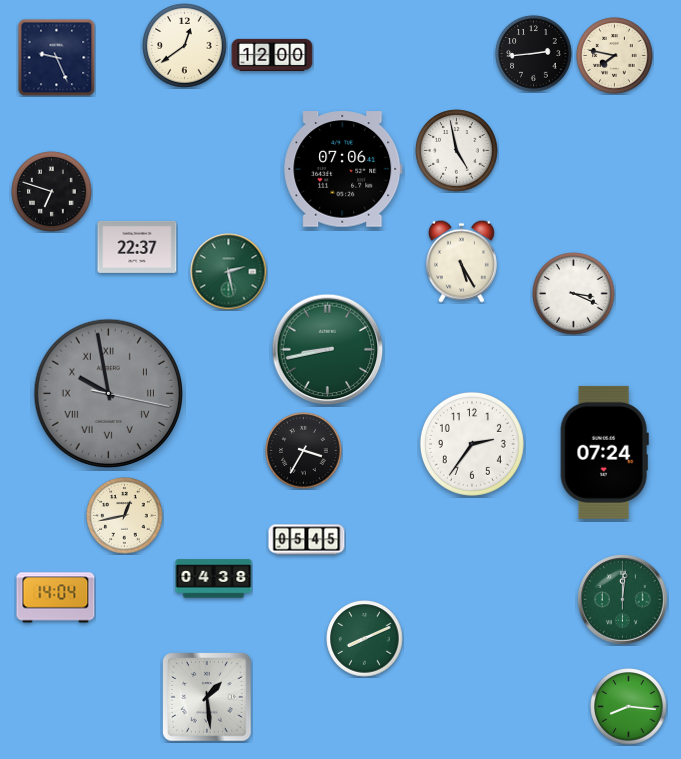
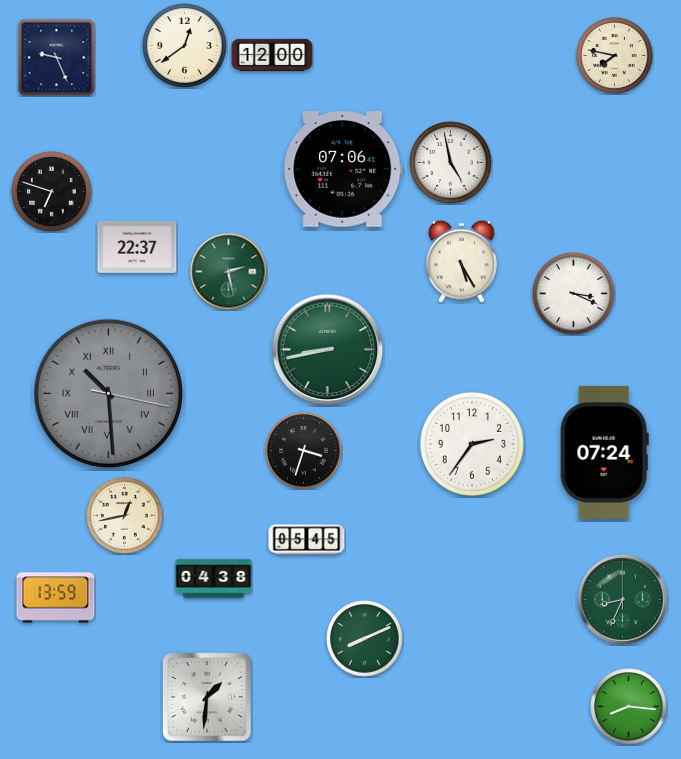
clock at (534, 54): 2:44 -> none
clock at (457, 151) position: (457, 151) -> (451, 163)
clock at (108, 393): 9:58 -> 10:29
clock at (304, 451): 3:35 -> 3:33
clock at (56, 598): 14:04 -> 13:59
clock at (623, 600): 12:01 -> 8:34
clock at (207, 697): 1:29 -> 1:31
